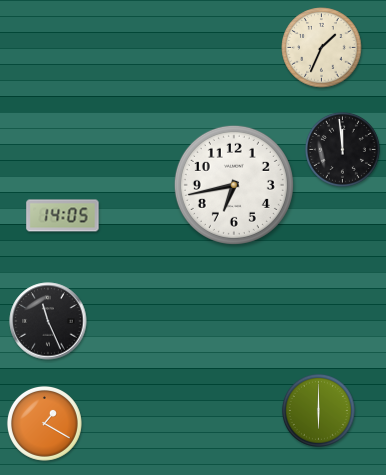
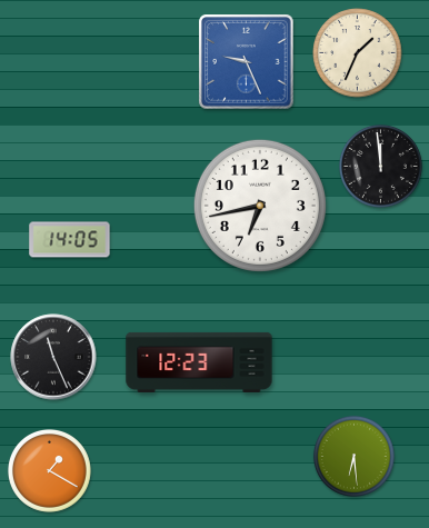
clock at (247, 62): none -> 9:26
clock at (199, 362): none -> 12:23
clock at (318, 410): 6:00 -> 6:29
